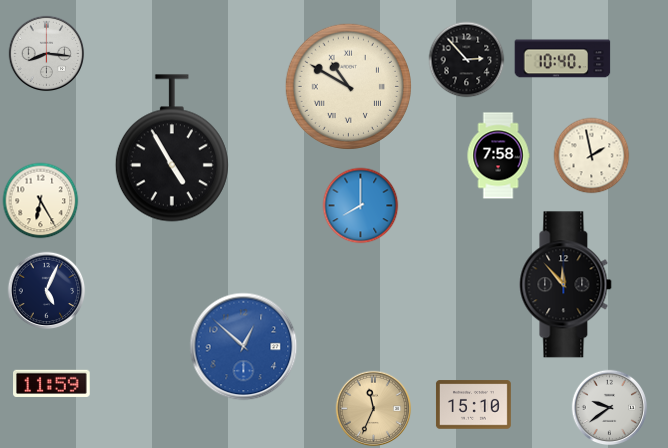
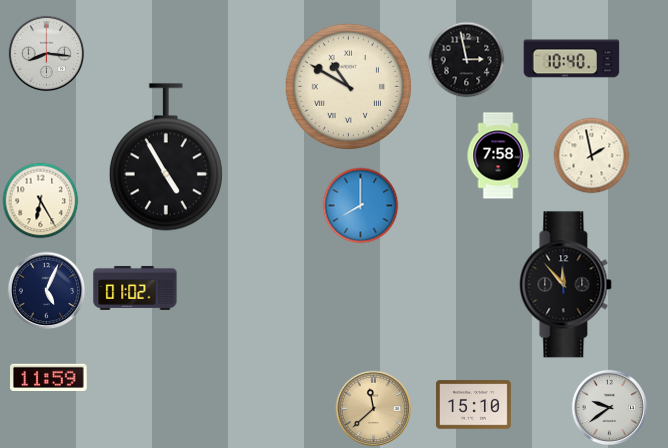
clock at (563, 59) position: (563, 59) -> (572, 59)
clock at (467, 60): 2:53 -> 2:58
clock at (172, 148) position: (172, 148) -> (166, 157)
clock at (135, 288): none -> 01:02
clock at (244, 347): 12:52 -> none
clock at (52, 383) position: (52, 383) -> (49, 377)
clock at (374, 409): 11:34 -> 11:38
